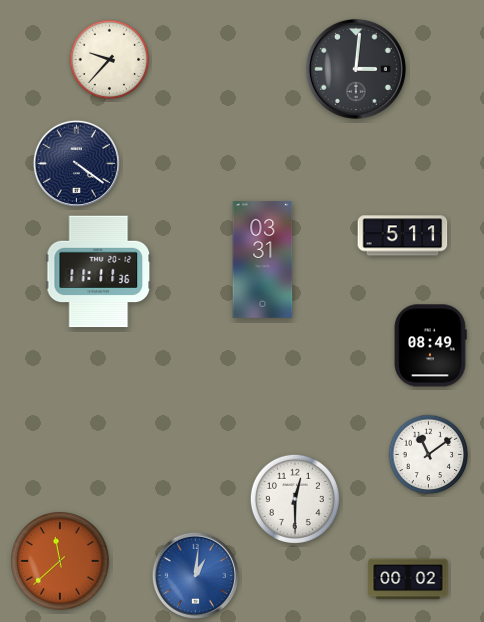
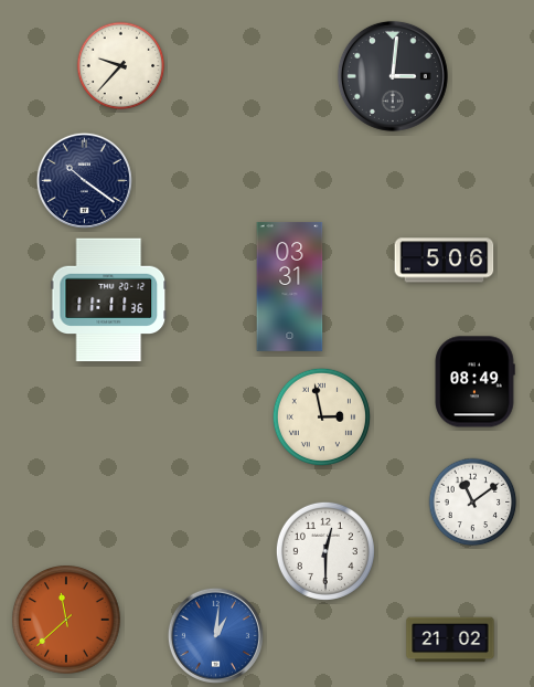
clock at (76, 163): 4:21 -> 10:21
clock at (403, 236): 5:11 -> 5:06
clock at (321, 416): none -> 2:58
clock at (408, 579): 00:02 -> 21:02
